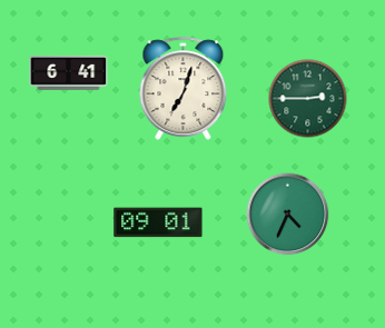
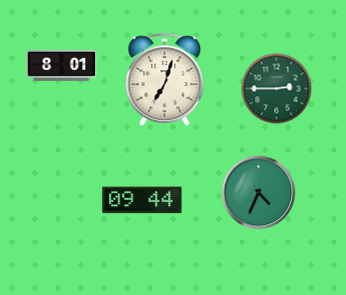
clock at (69, 72): 6:41 -> 8:01
clock at (158, 222): 09:01 -> 09:44
